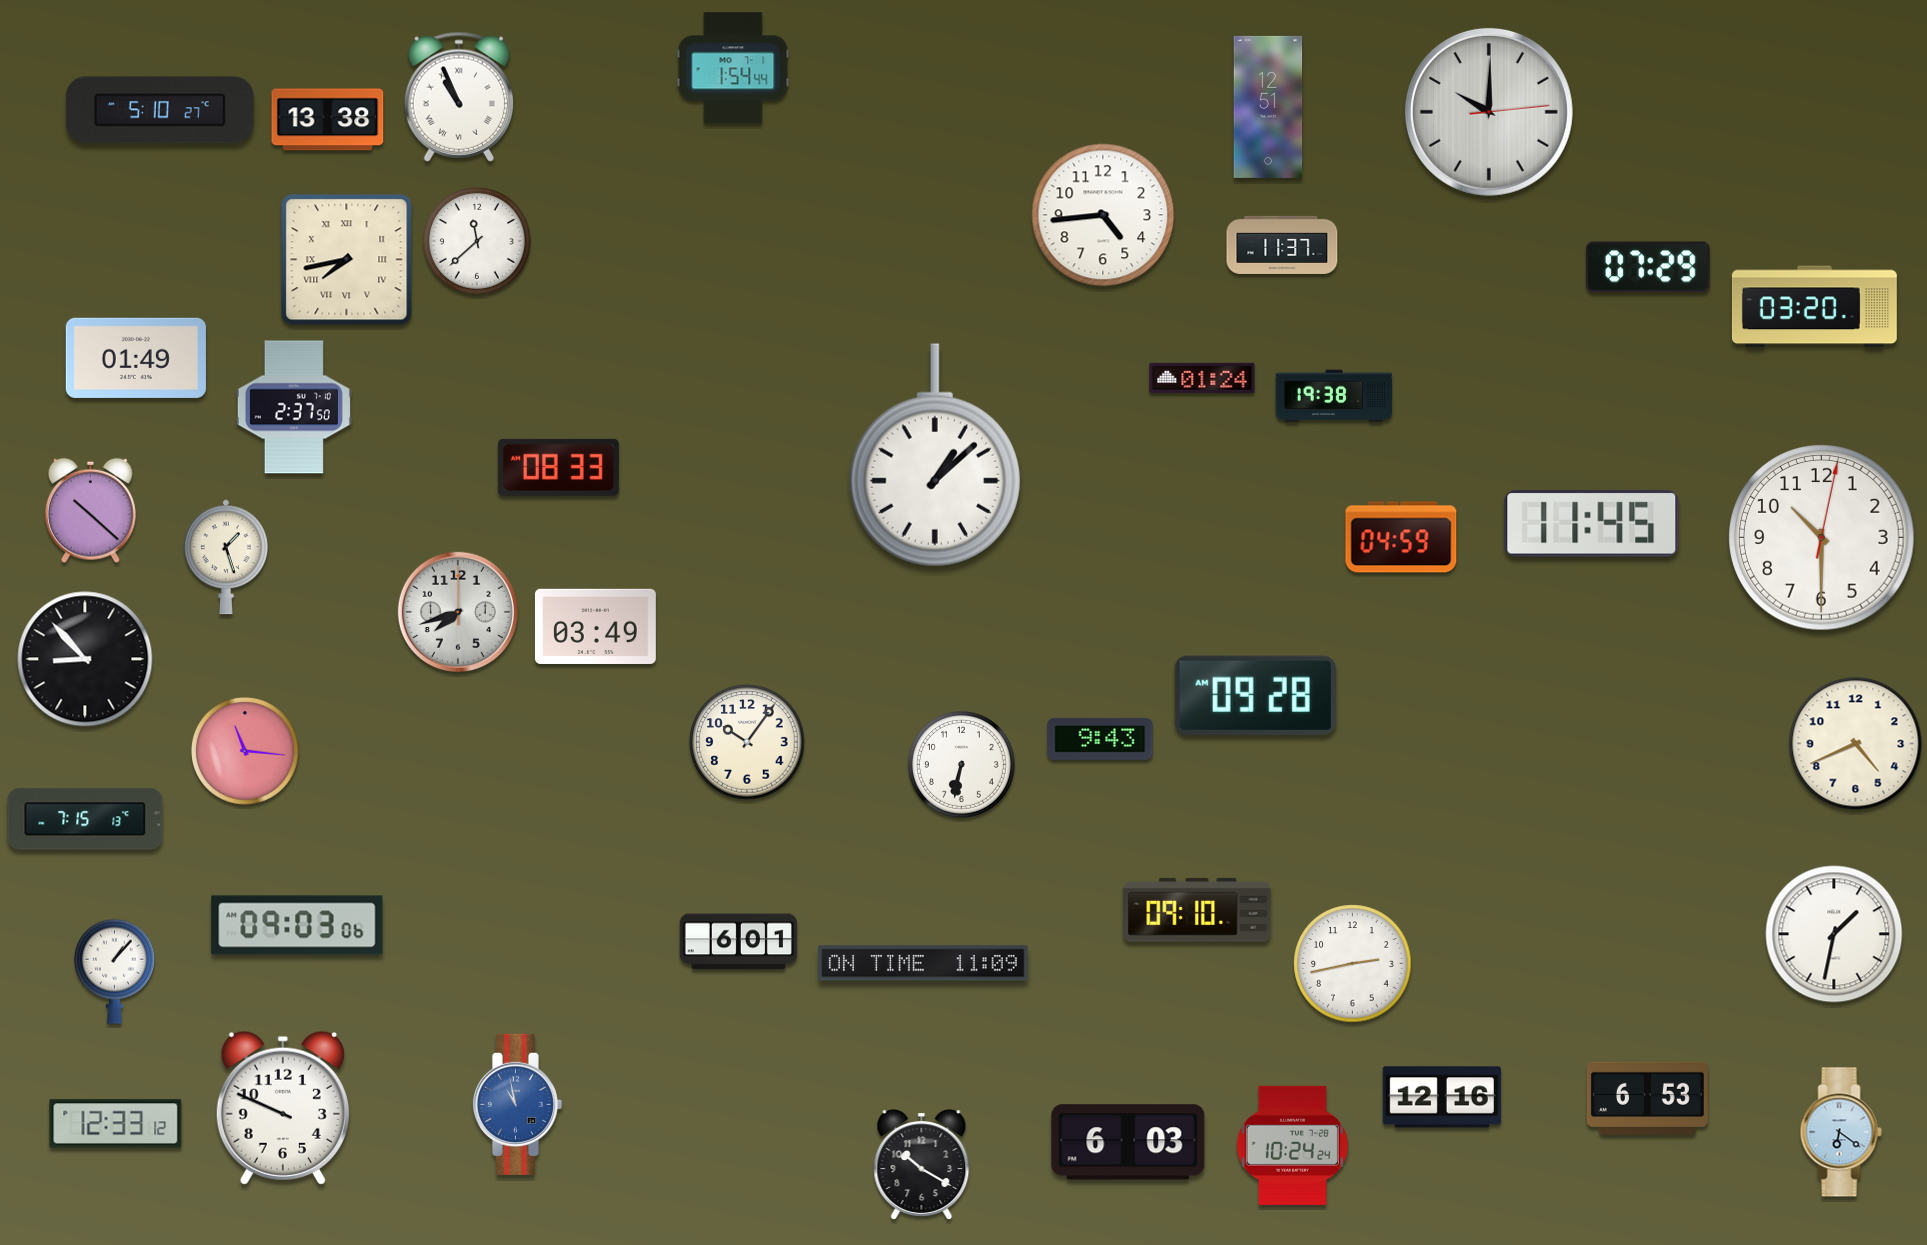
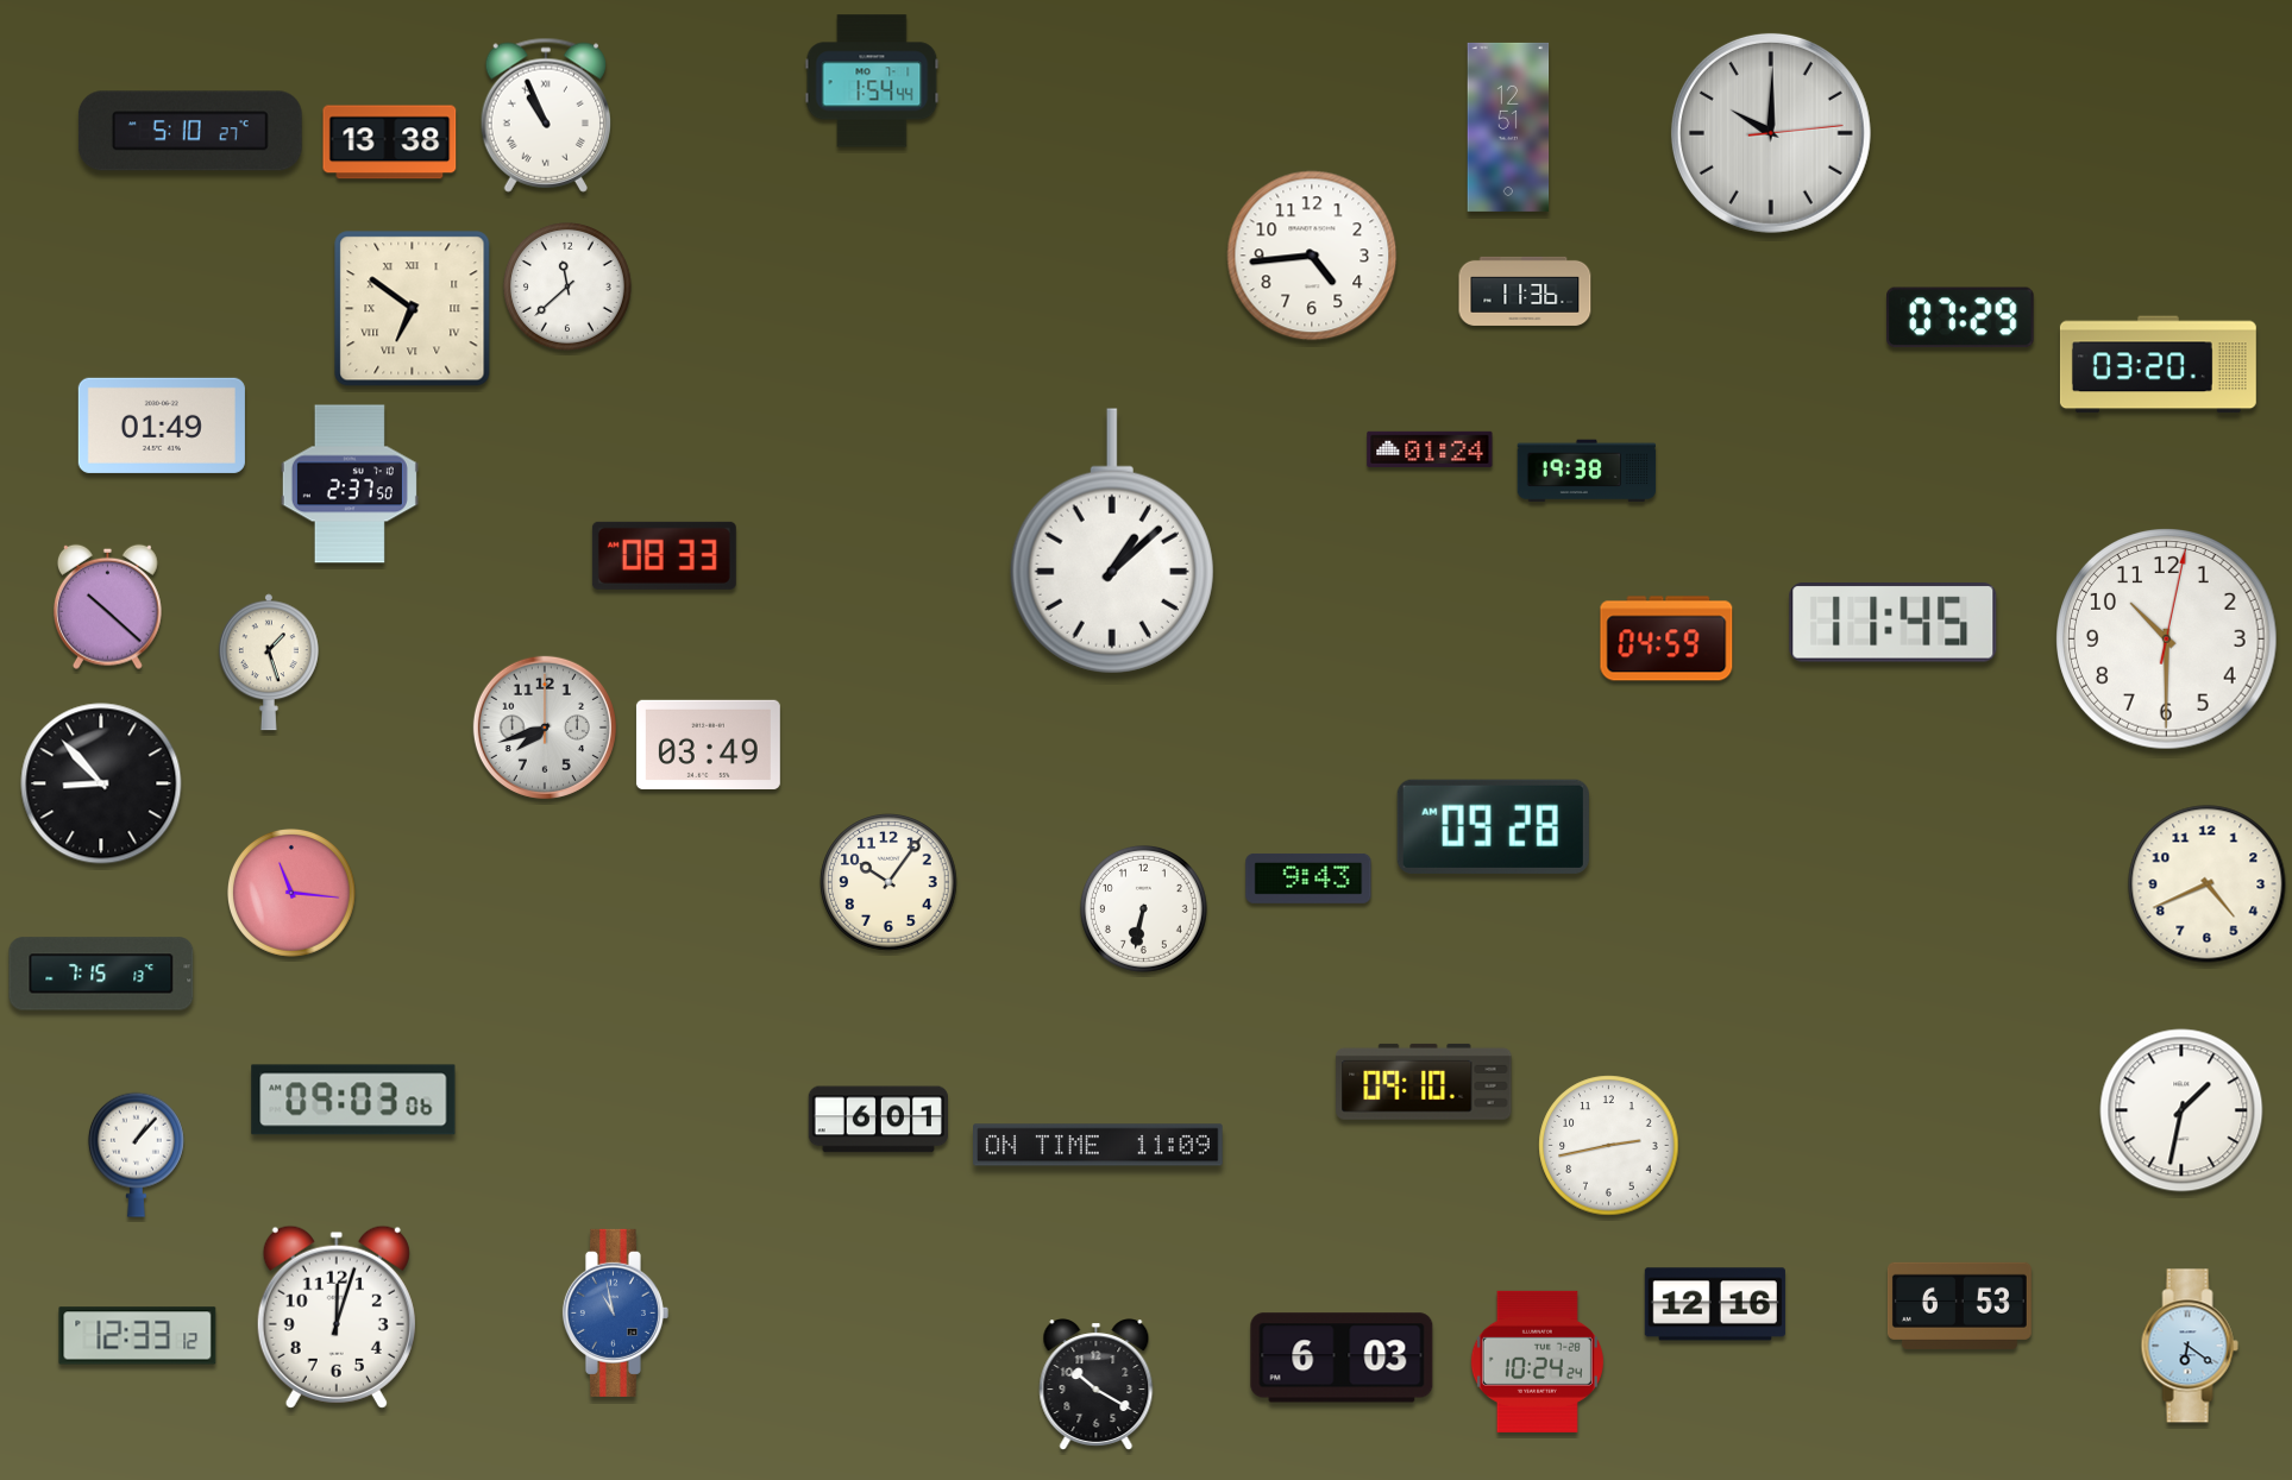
clock at (1282, 245): 11:37 -> 11:36
clock at (347, 260): 7:43 -> 6:51
clock at (283, 1108): 9:49 -> 12:03
